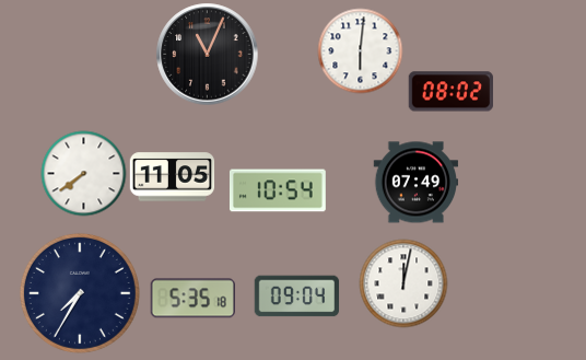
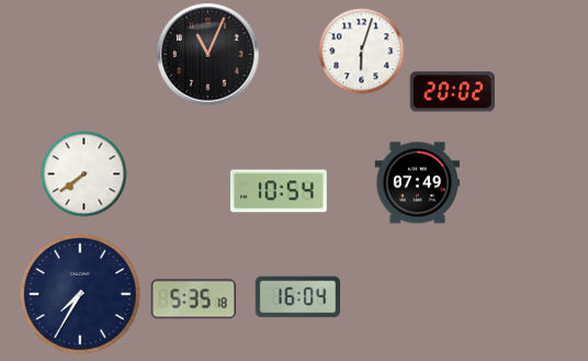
clock at (360, 50): 6:01 -> 6:03
clock at (450, 92): 08:02 -> 20:02
clock at (172, 177): 11:05 -> none
clock at (403, 283): 12:02 -> none
clock at (296, 297): 09:04 -> 16:04
